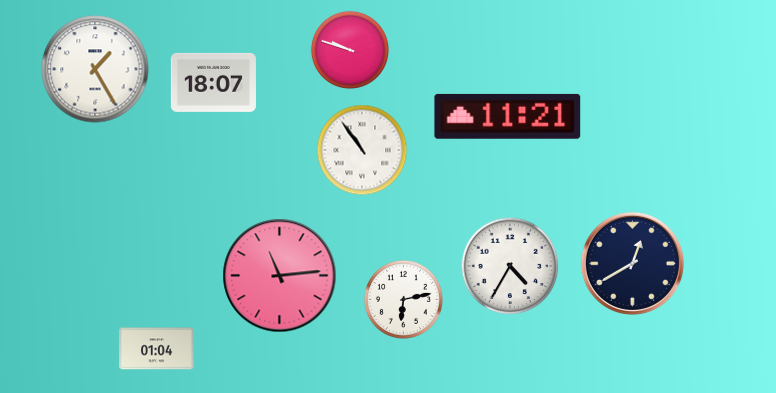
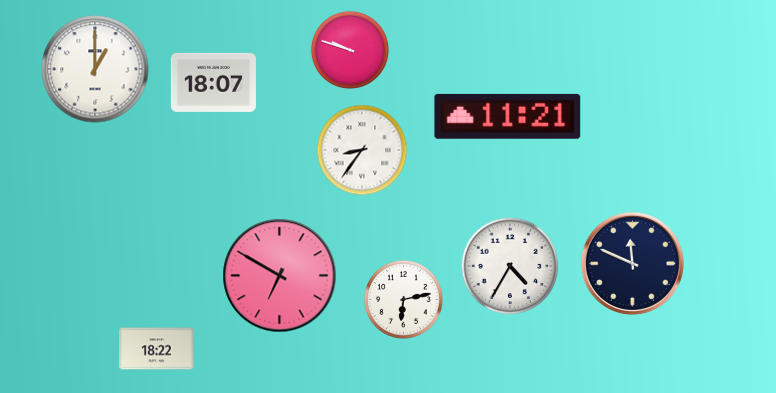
clock at (95, 69): 1:25 -> 1:00
clock at (362, 150): 10:54 -> 8:36
clock at (632, 263): 12:40 -> 11:49
clock at (280, 276): 11:14 -> 6:50
clock at (157, 349): 01:04 -> 18:22
